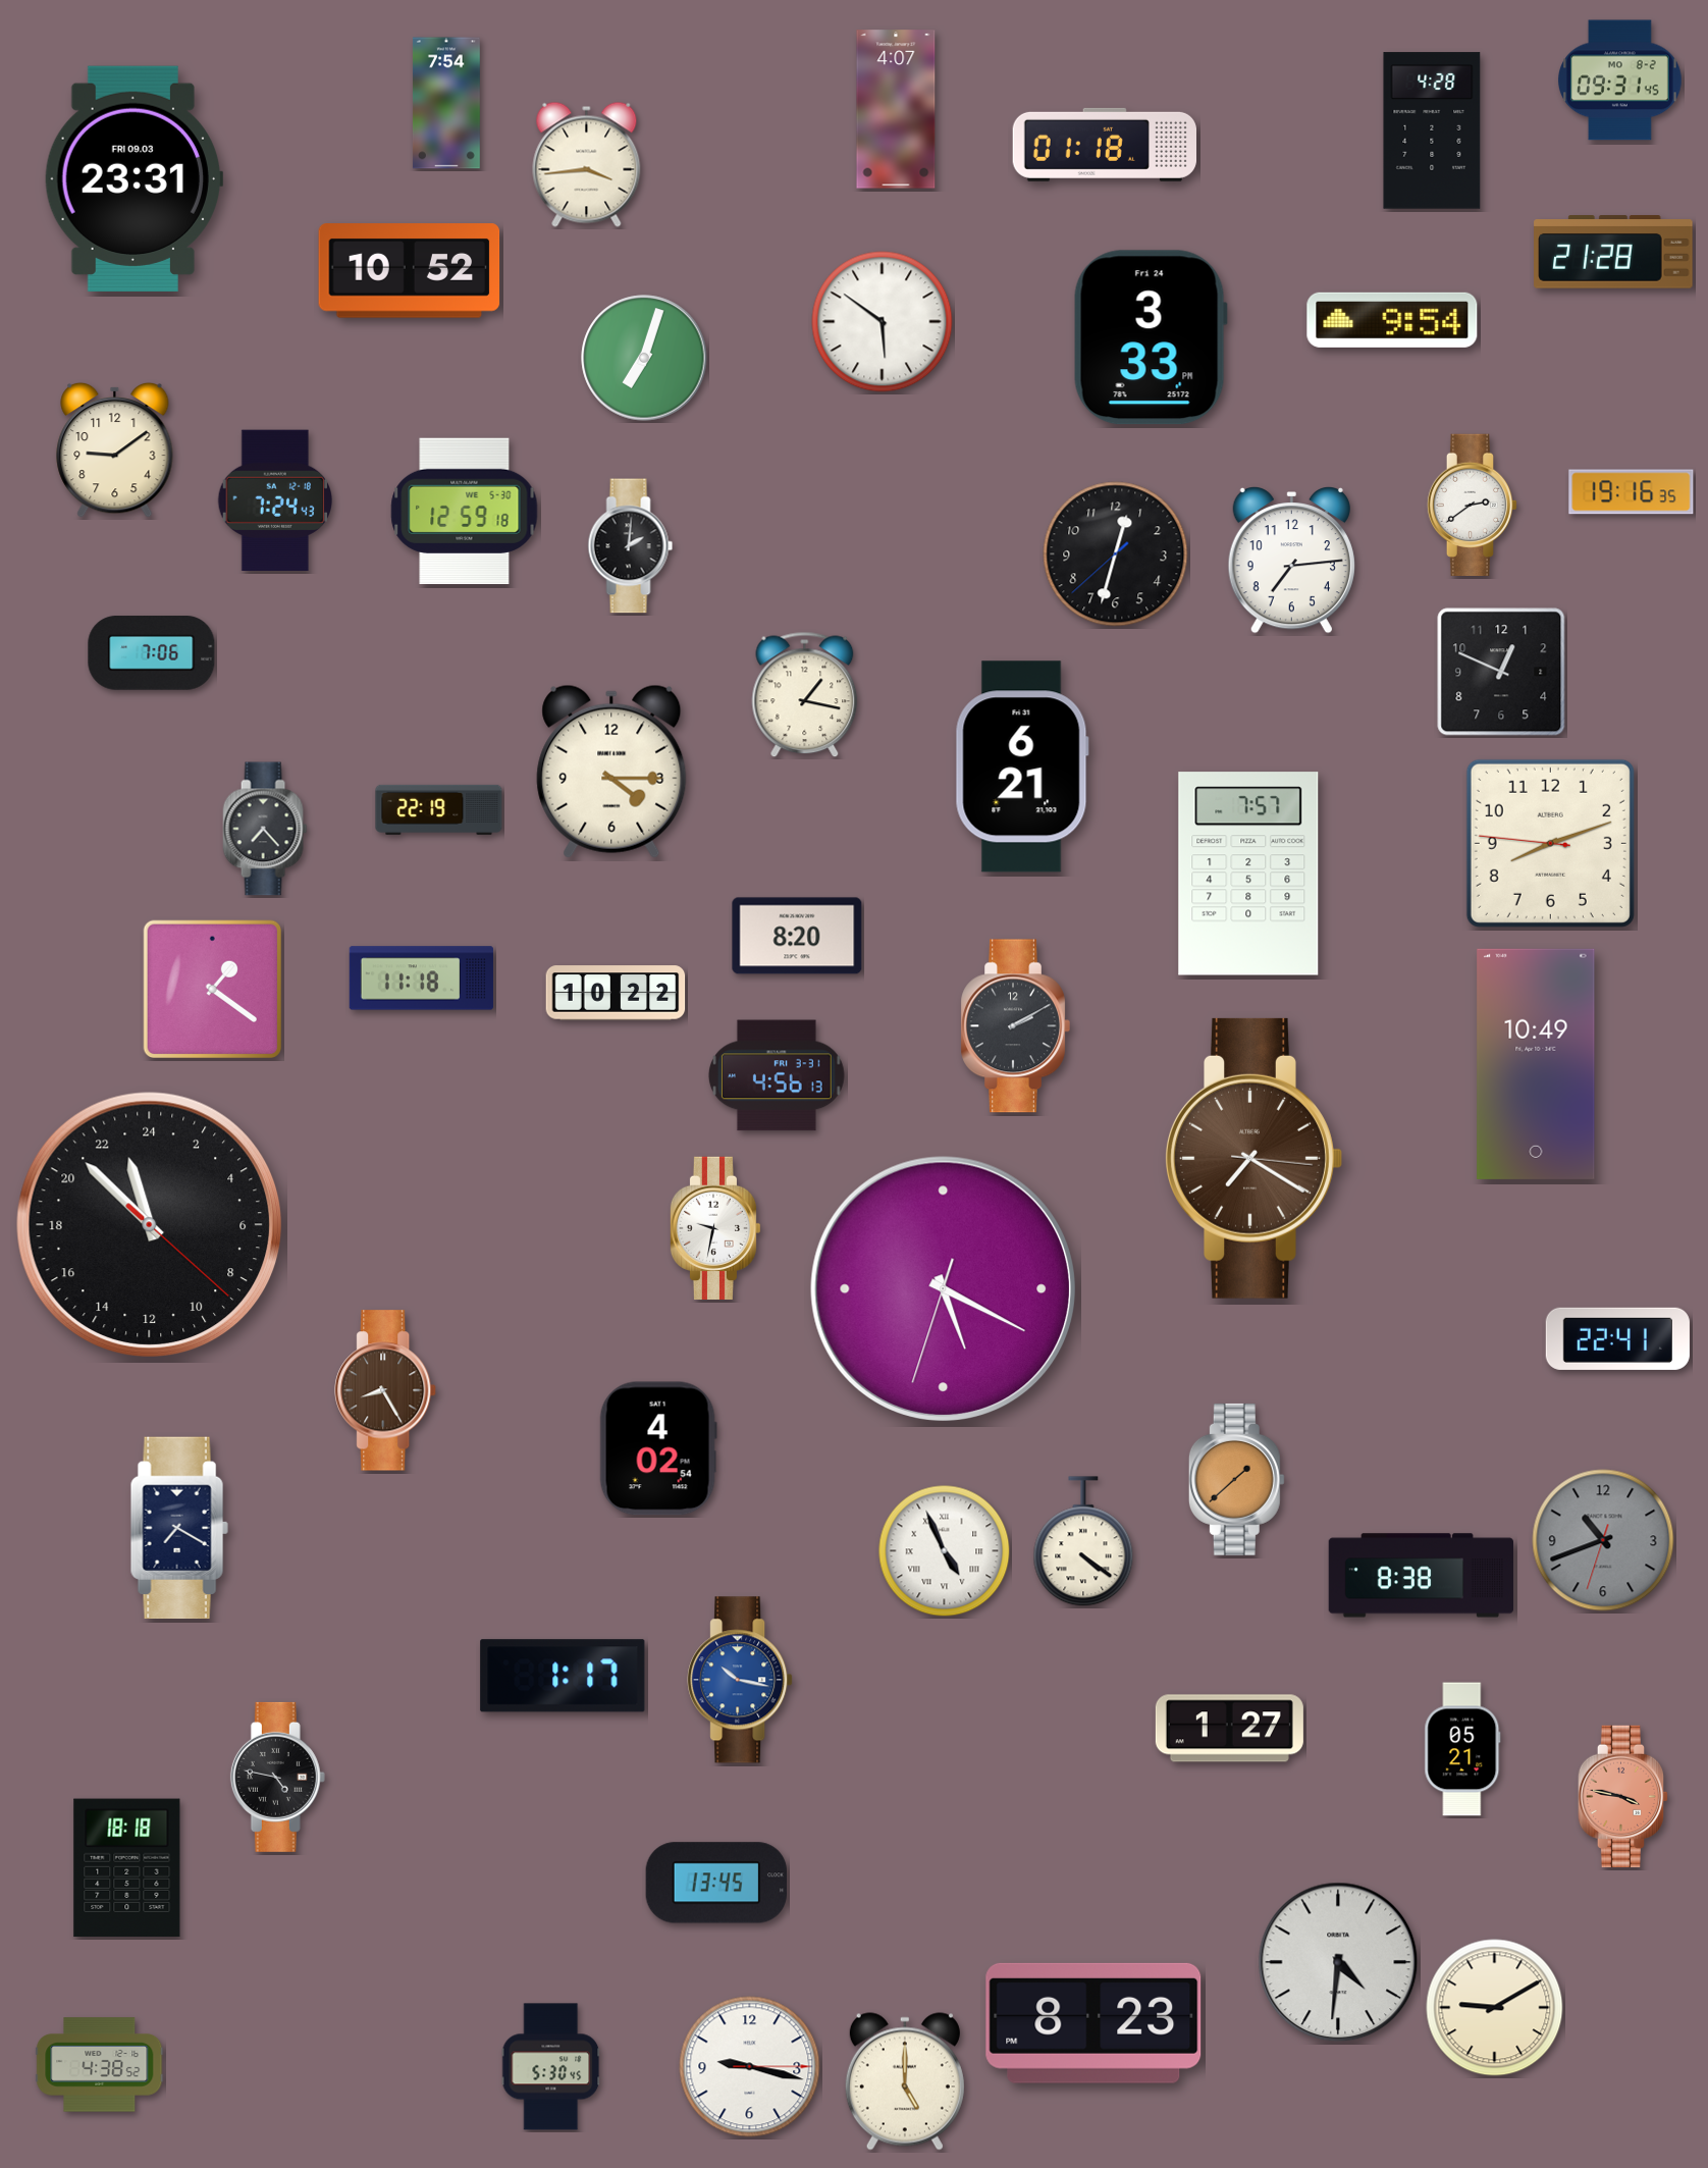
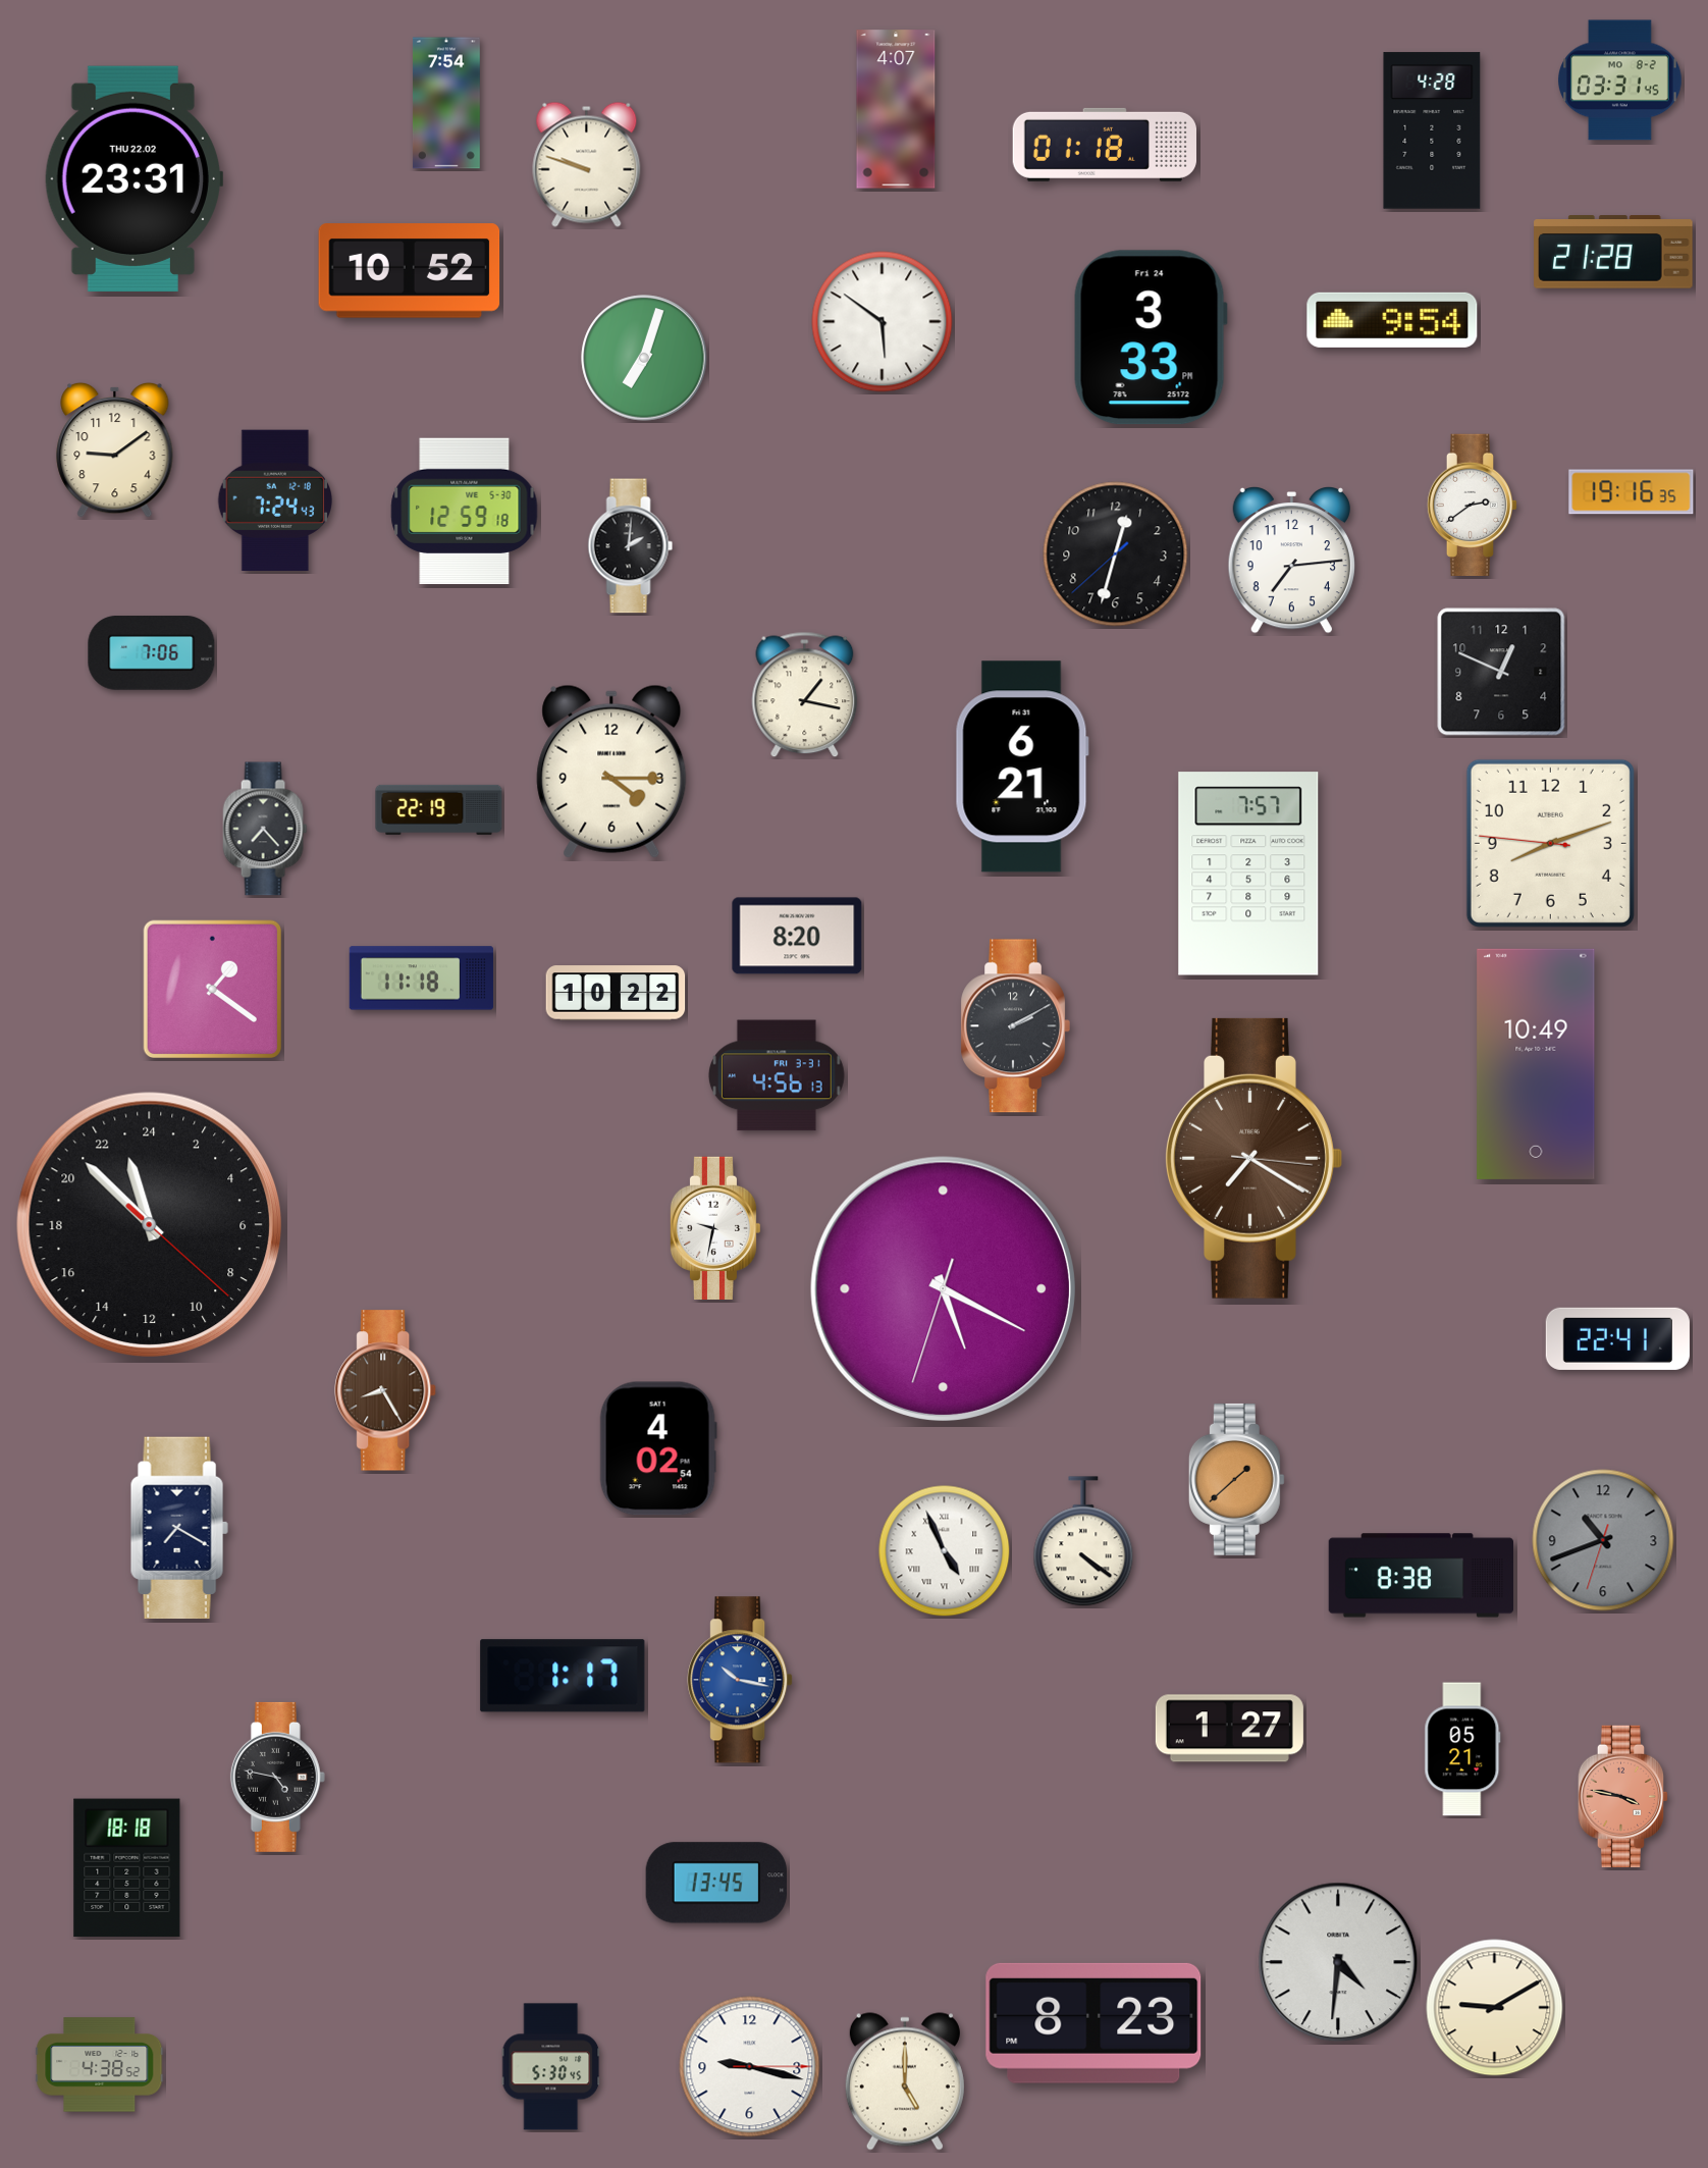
clock at (1620, 81): 09:31 -> 03:31
clock at (587, 164): 3:44 -> 9:48
clock at (134, 178) date: FRI 09.03 -> THU 22.02
